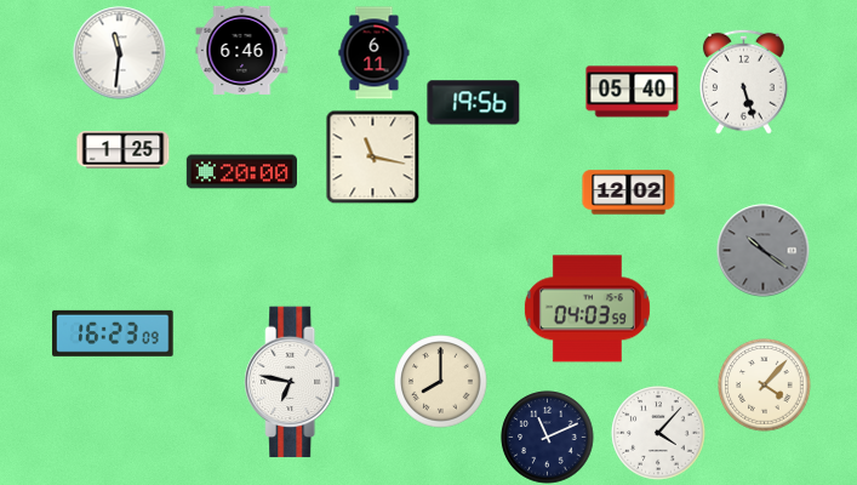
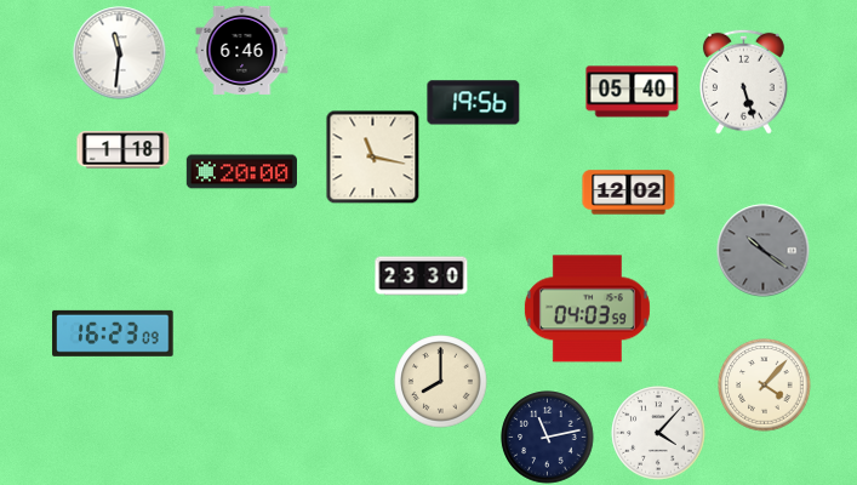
clock at (375, 53): 6:11 -> none
clock at (124, 150): 1:25 -> 1:18
clock at (422, 276): none -> 23:30
clock at (292, 382): 6:47 -> none
clock at (548, 438): 11:11 -> 11:13
